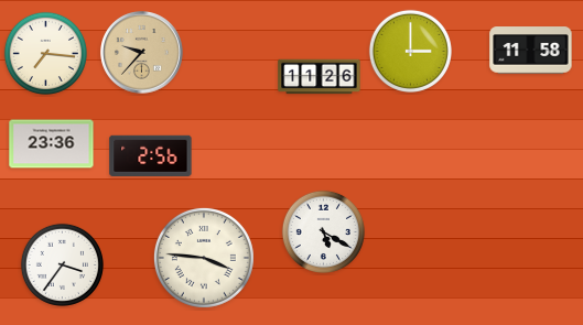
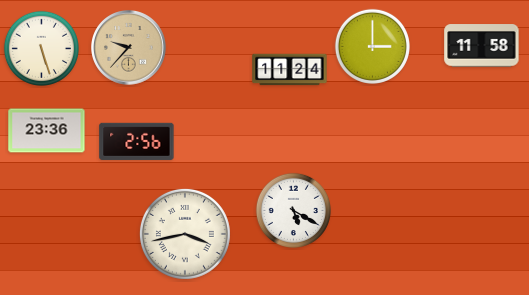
clock at (45, 53): 7:16 -> 5:27
clock at (320, 77): 11:26 -> 11:24
clock at (204, 258): 3:46 -> 3:43
clock at (62, 264): 3:36 -> none
